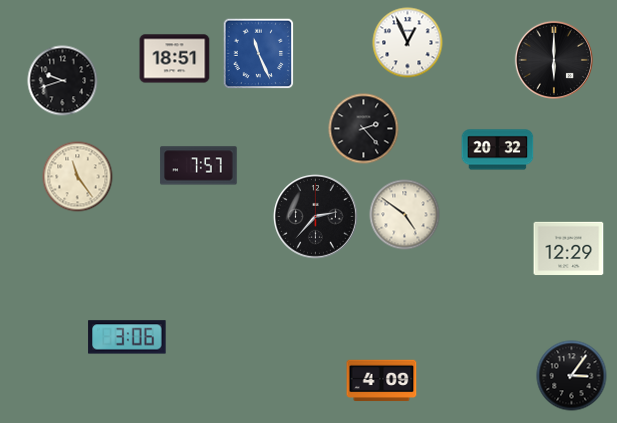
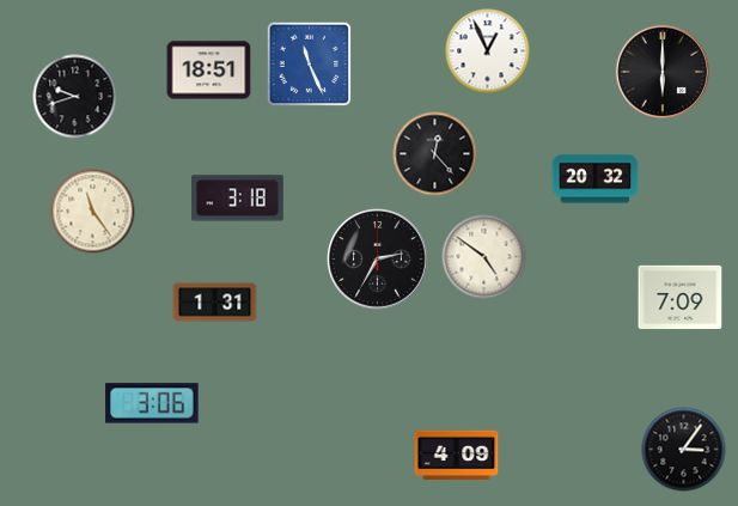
clock at (364, 129): 2:23 -> 12:23
clock at (199, 166): 7:57 -> 3:18
clock at (316, 217): 2:37 -> 2:35
clock at (569, 249): 12:29 -> 7:09
clock at (215, 303): none -> 1:31
